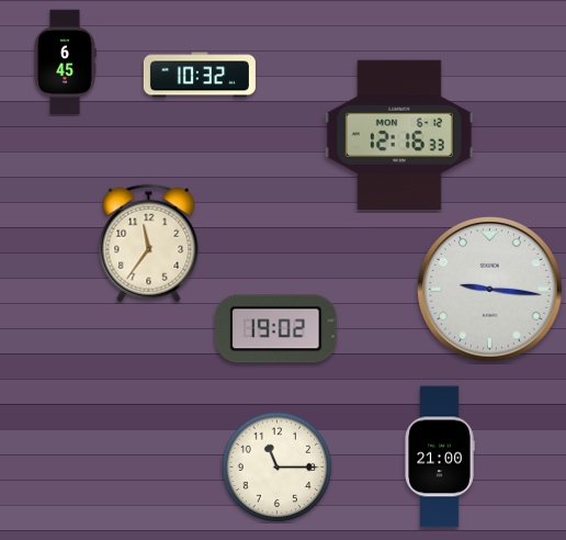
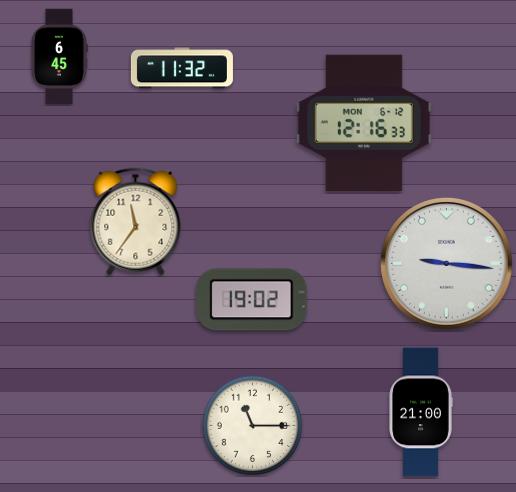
clock at (200, 75): 10:32 -> 11:32
clock at (440, 457) position: (440, 457) -> (421, 412)
